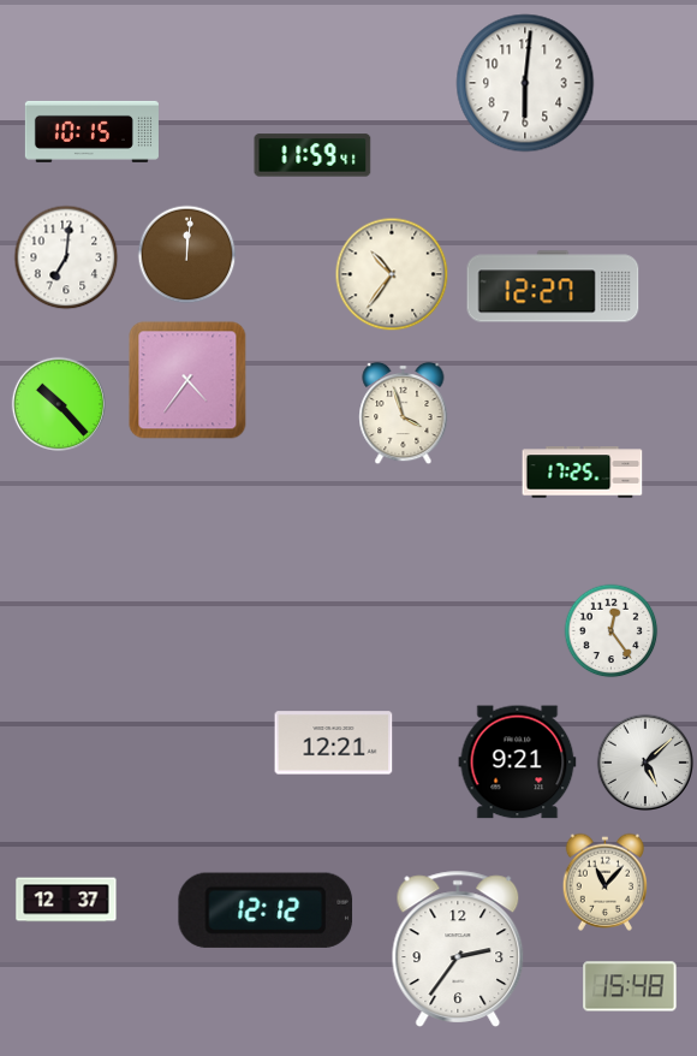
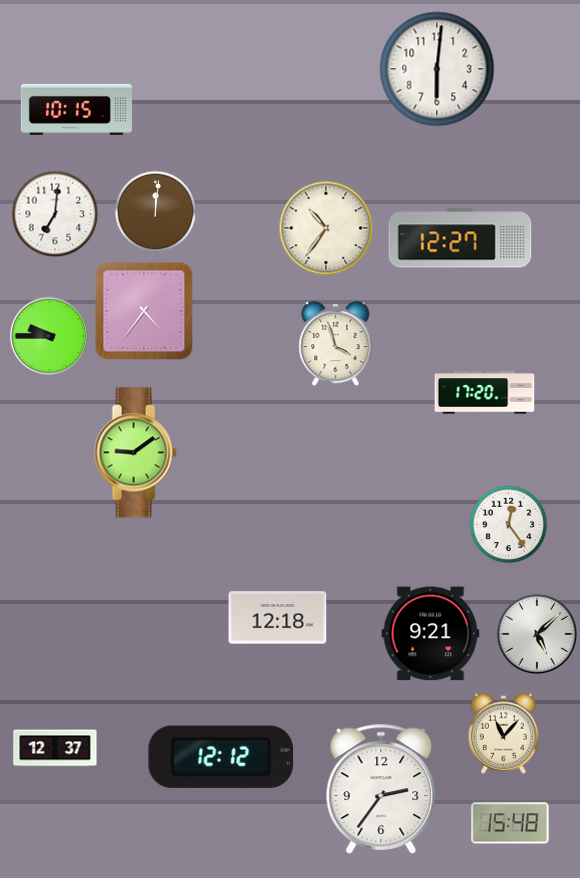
clock at (312, 155): 11:59 -> none
clock at (187, 380) position: (187, 380) -> (144, 311)
clock at (59, 404): 10:23 -> 9:45
clock at (583, 473): 17:25 -> 17:20
clock at (135, 453): none -> 9:09
clock at (334, 743): 12:21 -> 12:18
clock at (630, 986) position: (630, 986) -> (510, 823)
